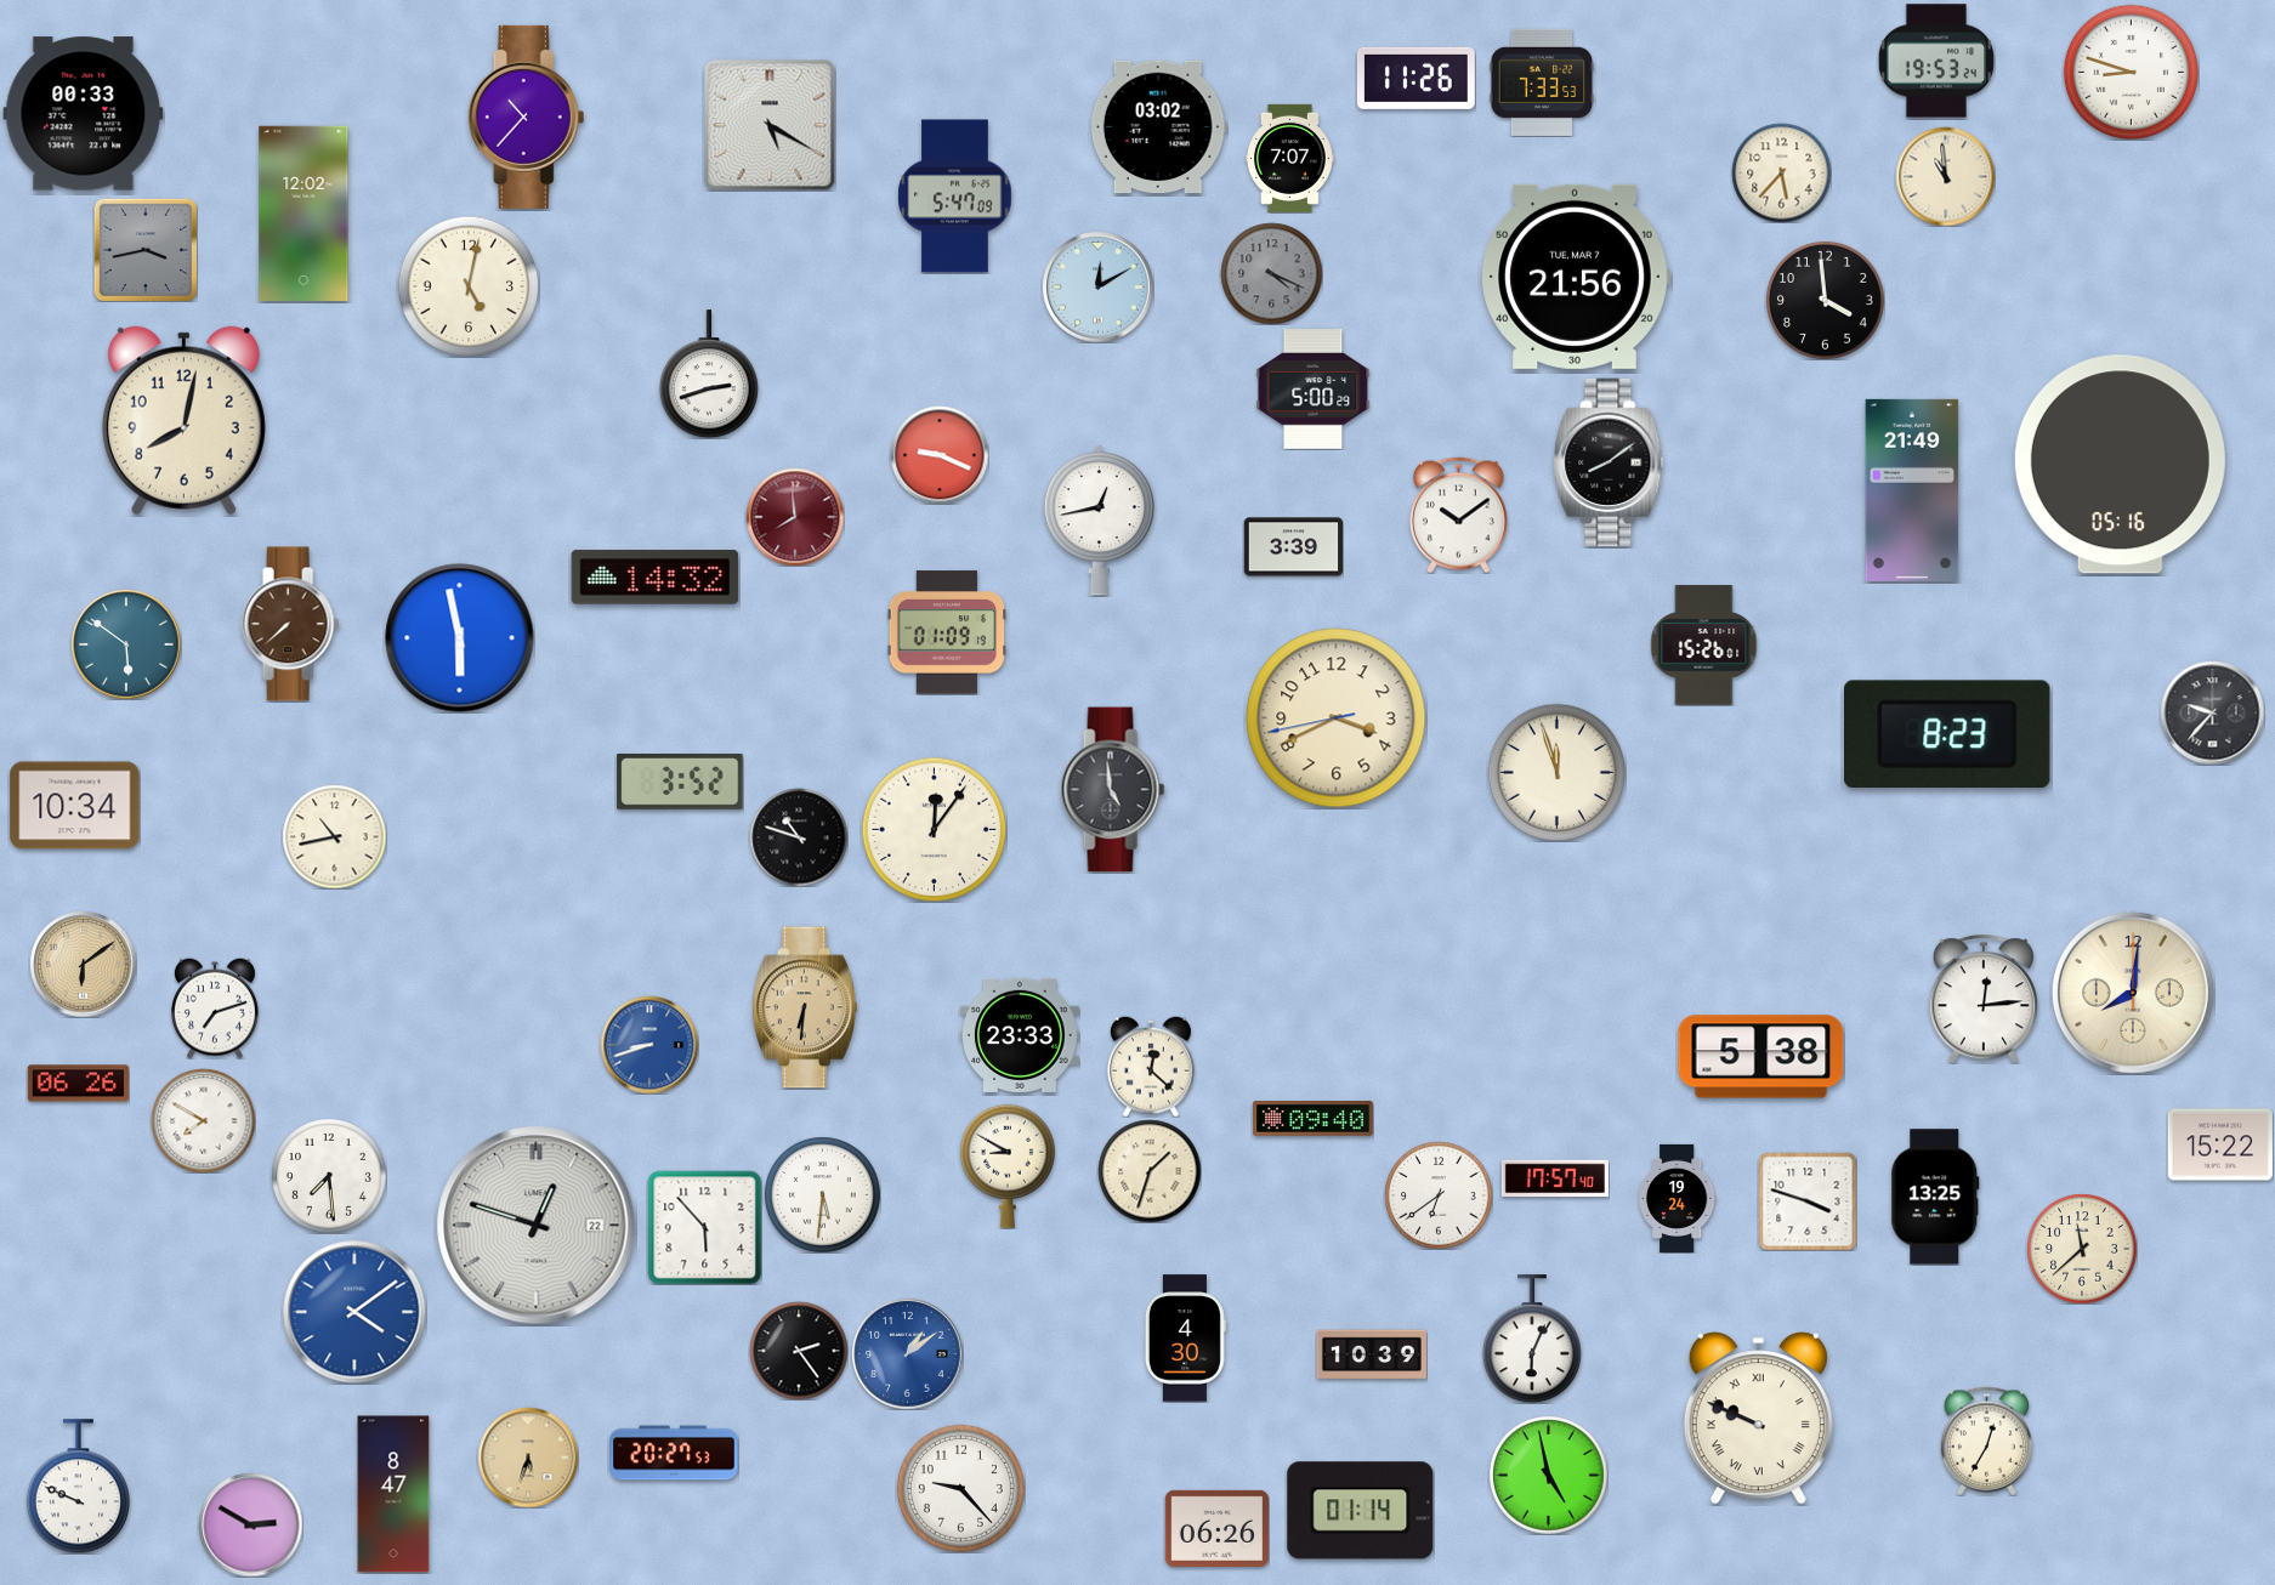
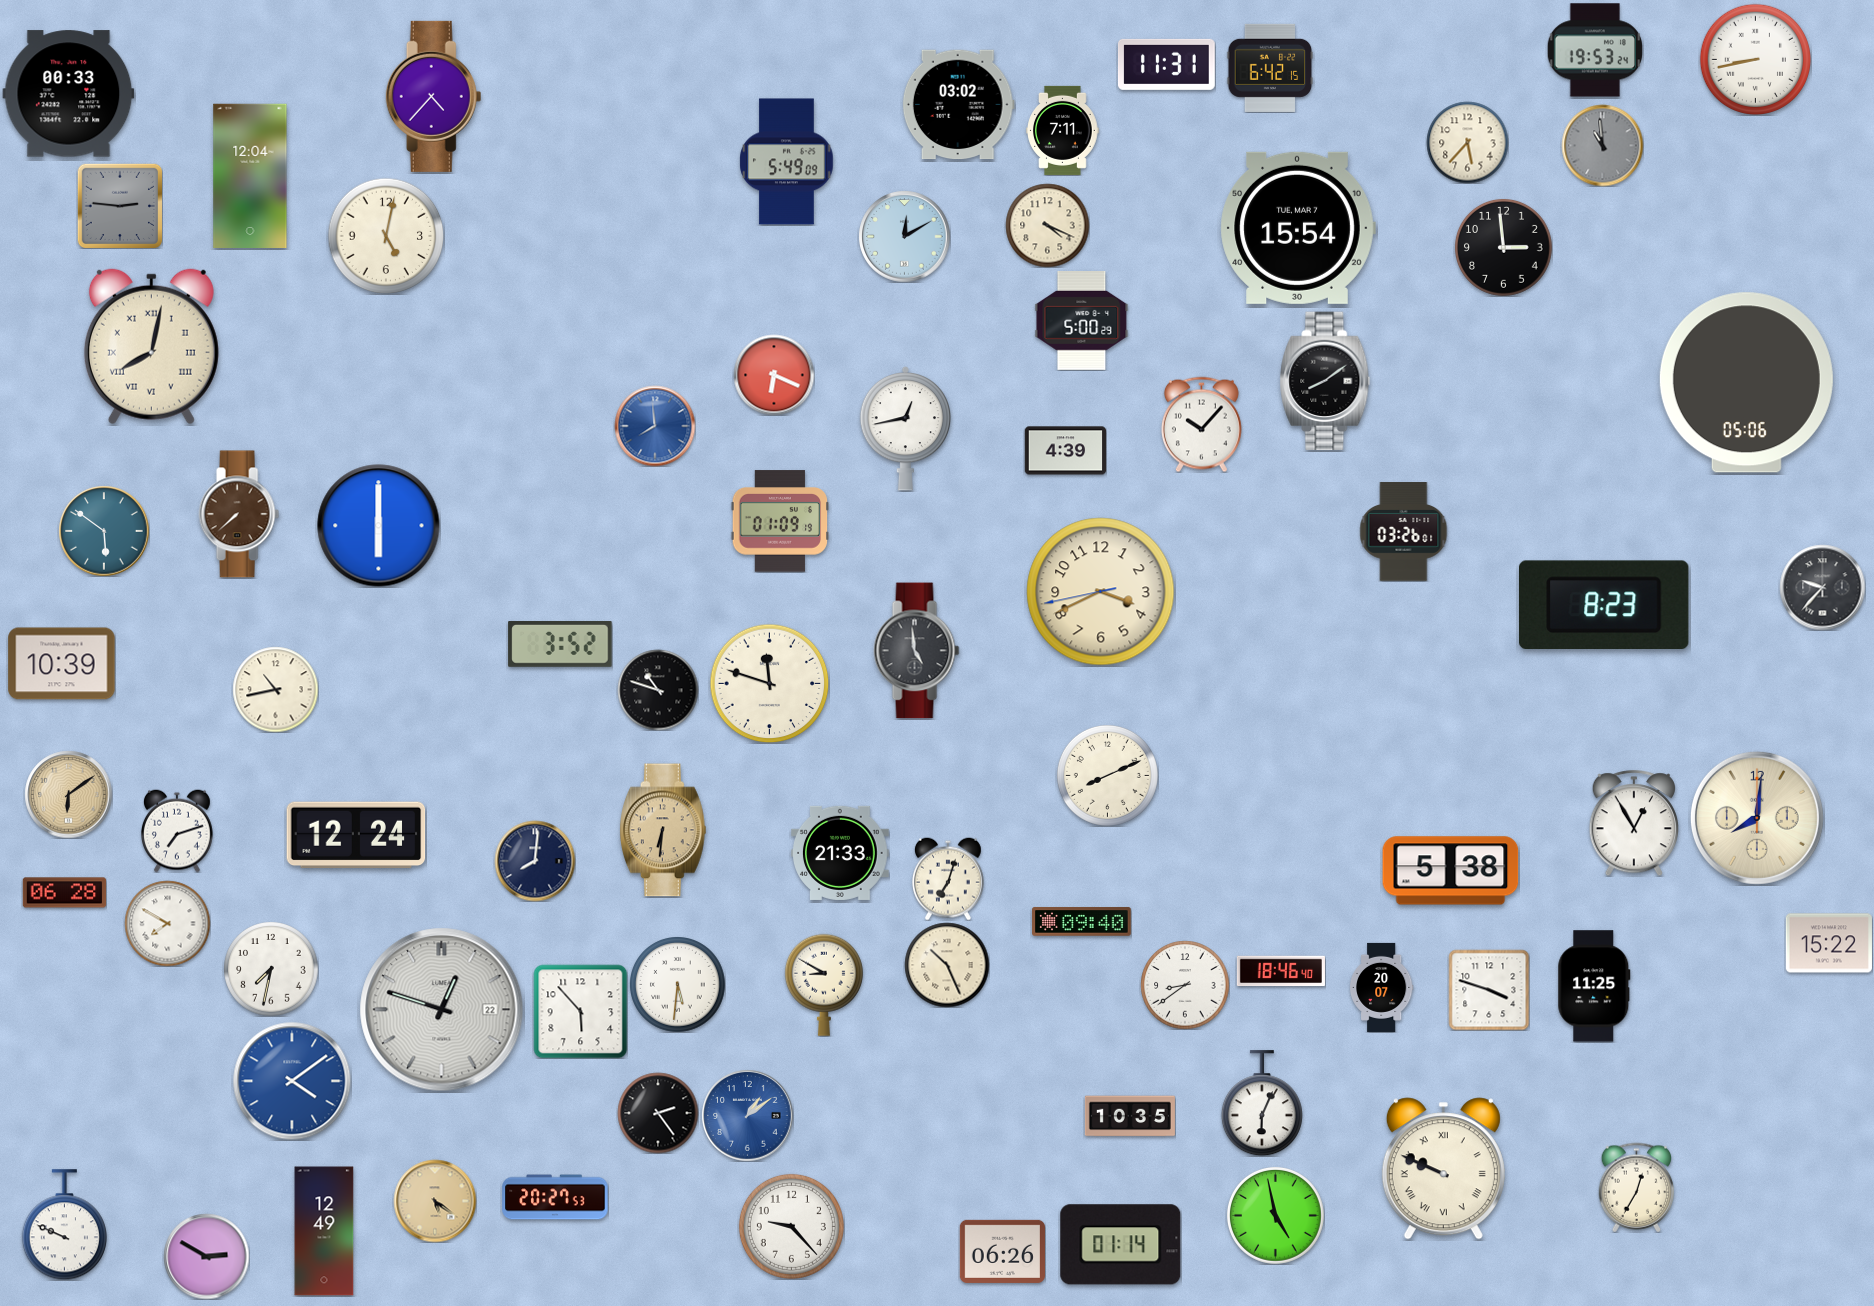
clock at (2131, 72): 8:48 -> 8:43
clock at (1416, 78): 11:26 -> 11:31
clock at (1542, 83): 7:33 -> 6:42
clock at (527, 117): 10:37 -> 4:37
clock at (770, 125): 5:20 -> none
clock at (1158, 127) position: (1158, 127) -> (958, 105)
clock at (1290, 158): 7:07 -> 7:11
clock at (1945, 176) dial: cream -> grey
clock at (955, 197): 5:47 -> 5:49
clock at (303, 212): 12:02 -> 12:04
clock at (144, 249): 3:43 -> 2:46
clock at (1271, 273) dial: grey -> cream
clock at (1576, 277): 21:56 -> 15:54
clock at (1826, 301): 3:59 -> 2:59
clock at (709, 374): 2:42 -> none
clock at (183, 421) numerals: Arabic -> Roman
clock at (940, 455): 9:19 -> 6:19
clock at (2120, 465): 05:16 -> 05:06
clock at (1912, 490): 21:49 -> none
clock at (1458, 515): 10:09 -> 10:07
clock at (795, 517) dial: burgundy -> blue
clock at (1293, 547): 3:39 -> 4:39
clock at (656, 578): 14:32 -> none
clock at (460, 638): 5:58 -> 6:00
clock at (1704, 646): 15:26 -> 03:26
clock at (1556, 772): 11:57 -> none
clock at (75, 806): 10:34 -> 10:39
clock at (934, 829): 12:06 -> 11:48
clock at (1107, 775): none -> 8:11
clock at (1982, 999): 12:14 -> 12:55
clock at (356, 835): none -> 12:24
clock at (1021, 1035): 23:33 -> 21:33
clock at (649, 1045): 8:42 -> 8:01
clock at (649, 1045) dial: blue -> navy
clock at (1151, 1067): 12:22 -> 7:03
clock at (78, 1084): 06:26 -> 06:28
clock at (1008, 1166) position: (1008, 1166) -> (824, 985)
clock at (1150, 1171): 1:33 -> 10:26
clock at (329, 1176): 7:29 -> 7:32
clock at (1555, 1178): 17:57 -> 18:46
clock at (1439, 1195): 6:39 -> 8:39
clock at (1935, 1197): 13:25 -> 11:25
clock at (1677, 1198): 19:24 -> 20:07
clock at (2082, 1249): 11:38 -> none
clock at (1185, 1339): 4:30 -> none
clock at (1372, 1354): 10:39 -> 10:35
clock at (1758, 1419) position: (1758, 1419) -> (1443, 1169)
clock at (528, 1458): 5:33 -> 5:21
clock at (393, 1494): 8:47 -> 12:49
clock at (1216, 1528) position: (1216, 1528) -> (1002, 1251)
